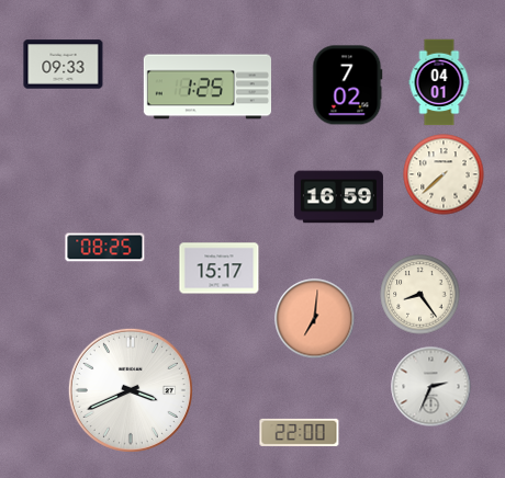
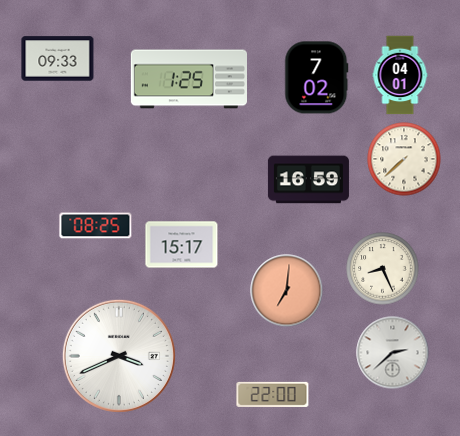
clock at (220, 269) position: (220, 269) -> (182, 245)
clock at (420, 295): 8:24 -> 8:26
clock at (431, 387): 2:34 -> 2:38
